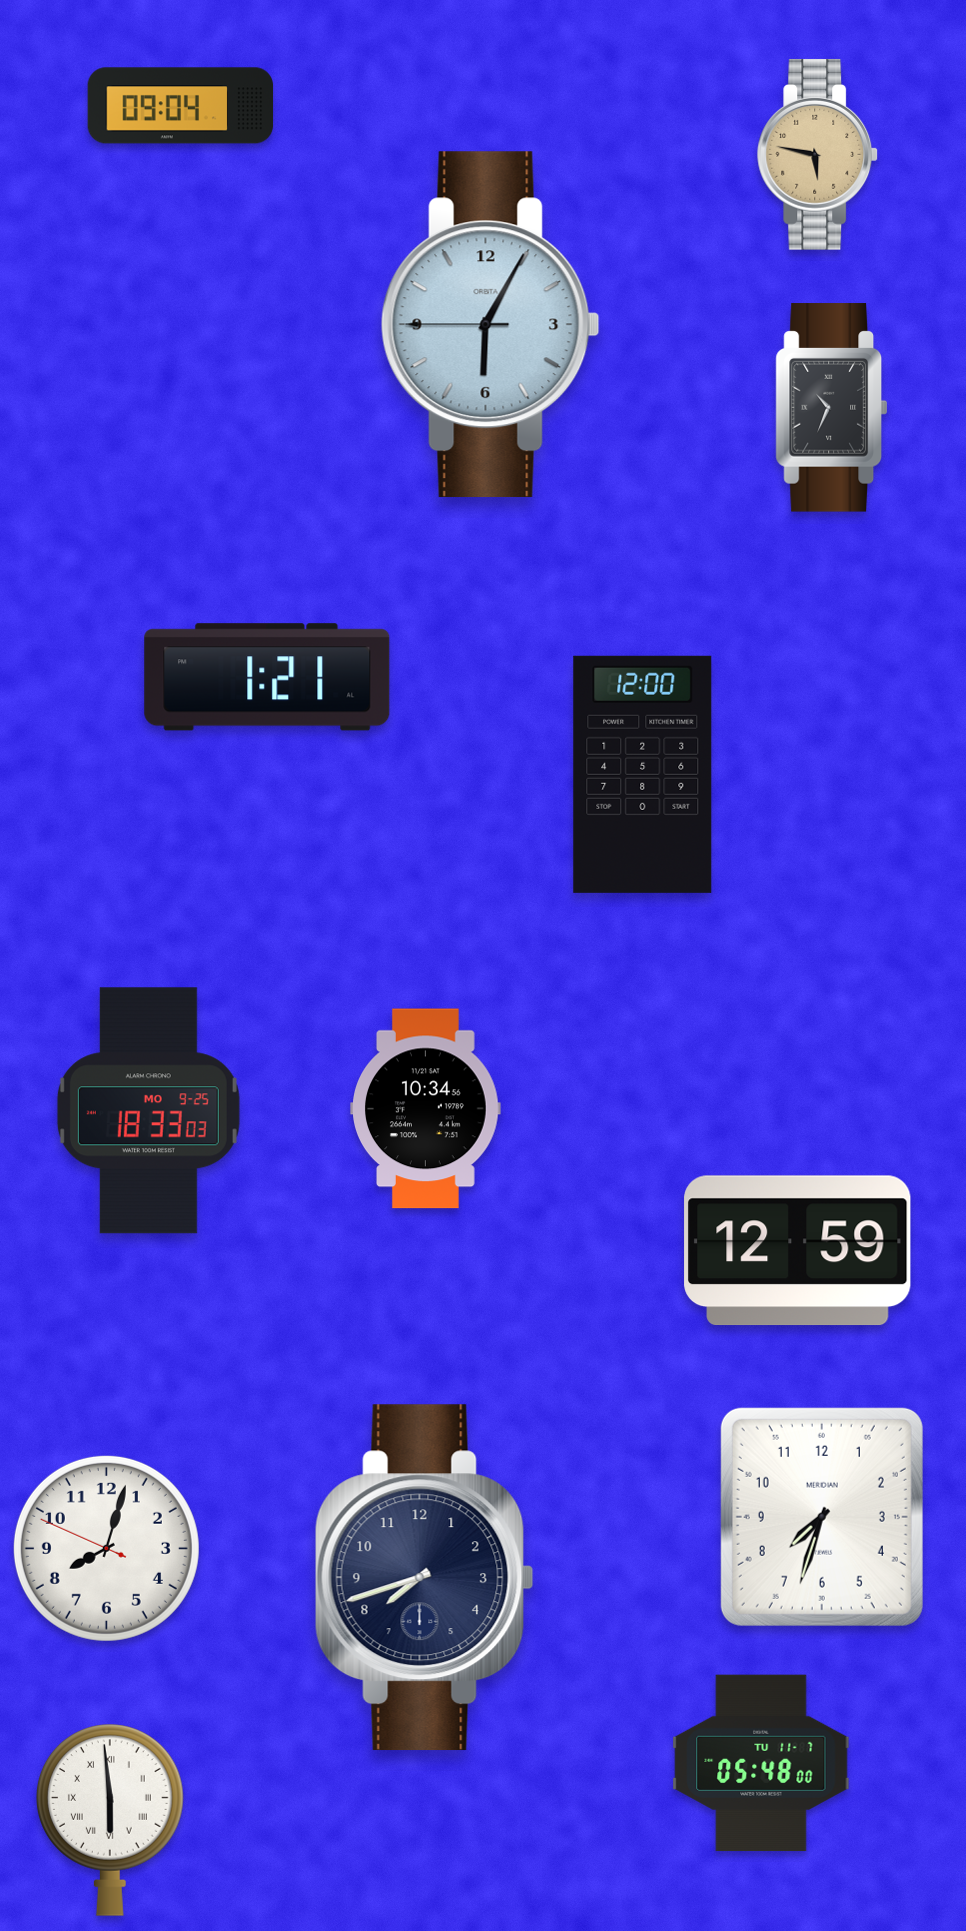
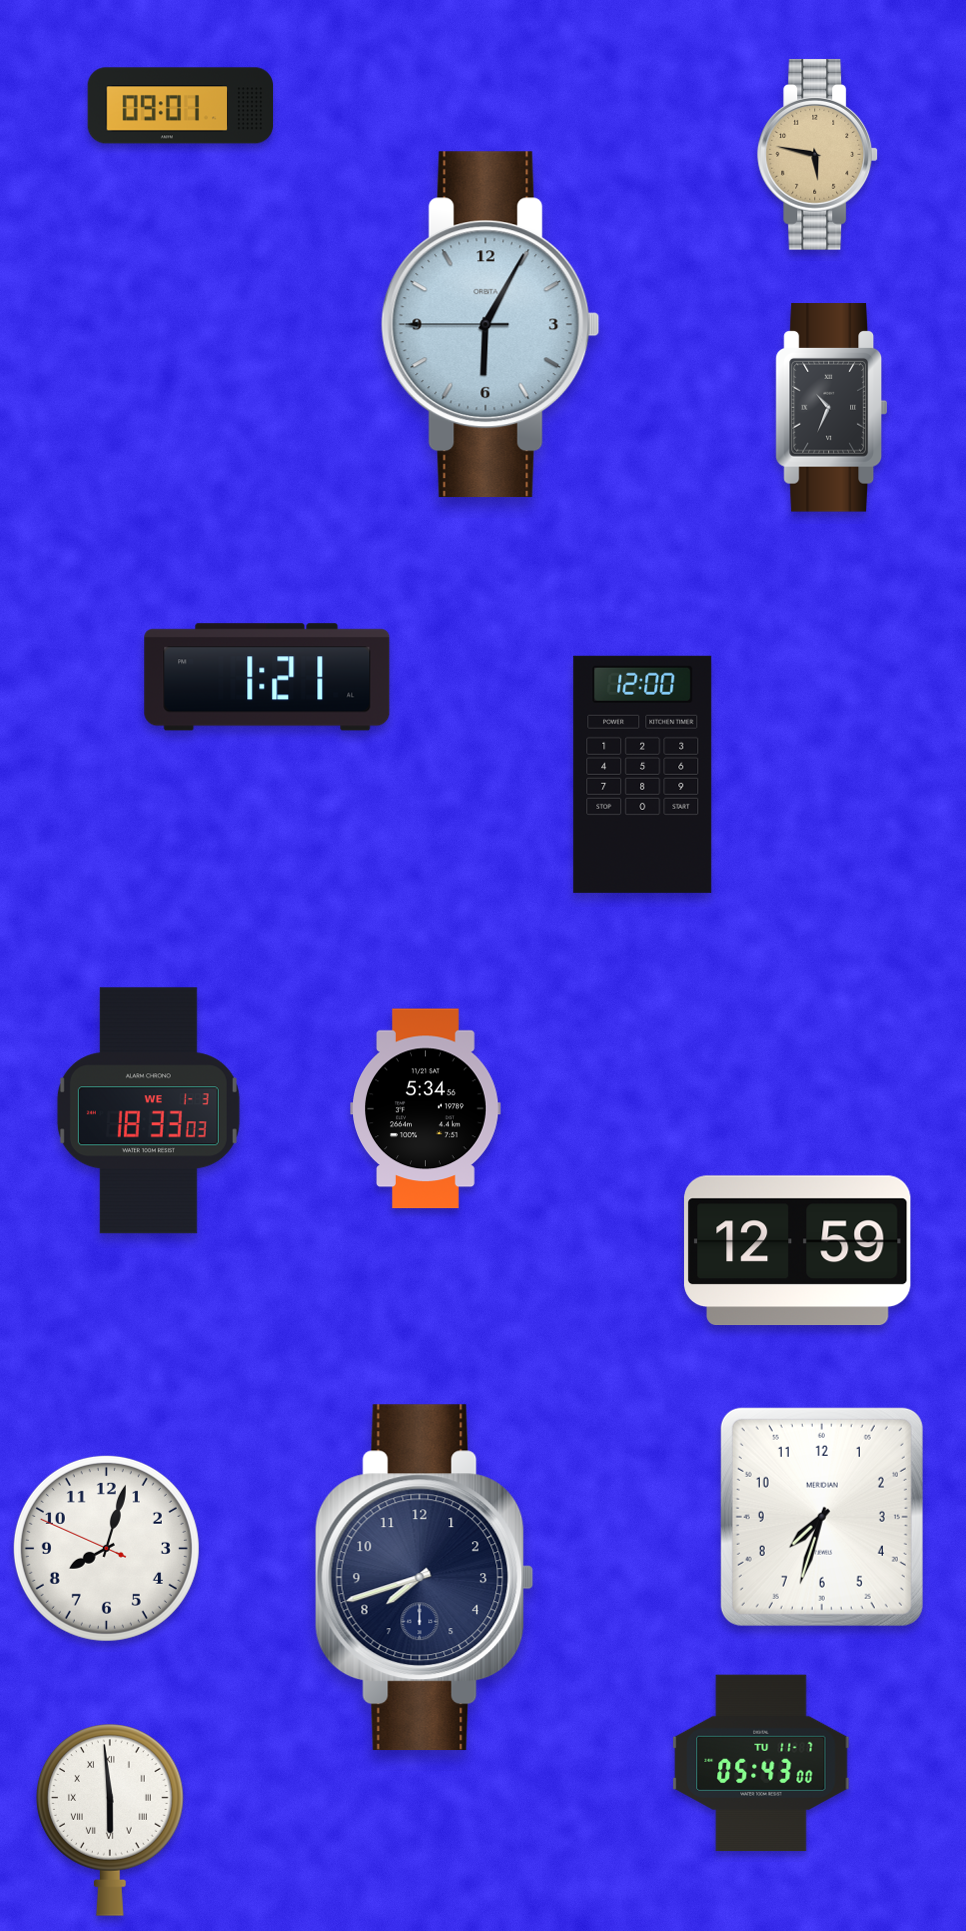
clock at (181, 106): 09:04 -> 09:01
clock at (426, 1109): 10:34 -> 5:34
clock at (148, 1111) date: MO 9-25 -> WE 1-3
clock at (761, 1763): 05:48 -> 05:43
